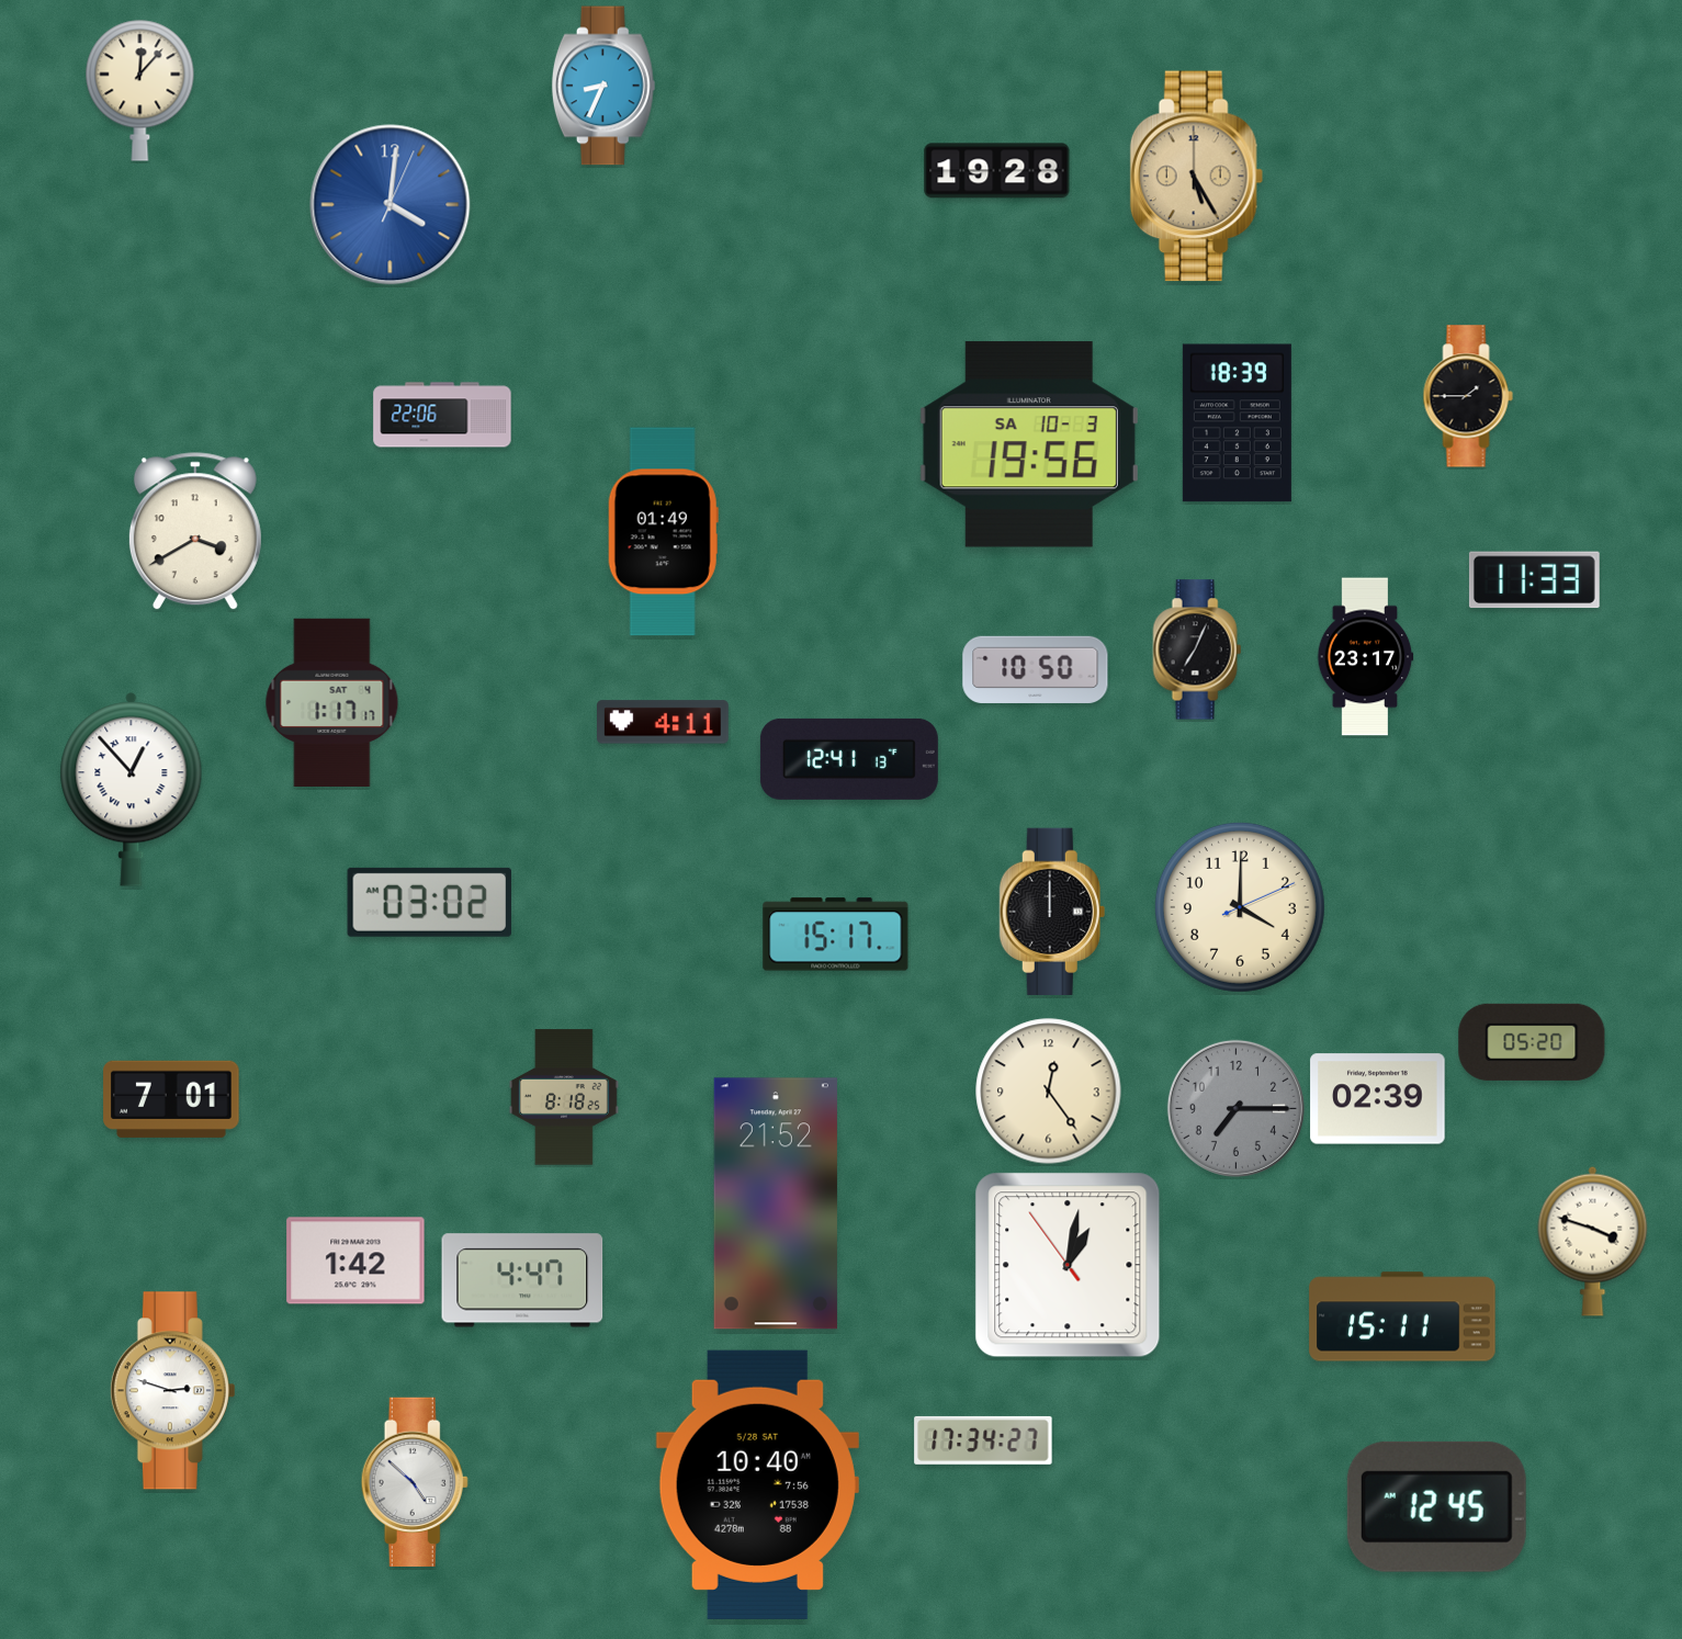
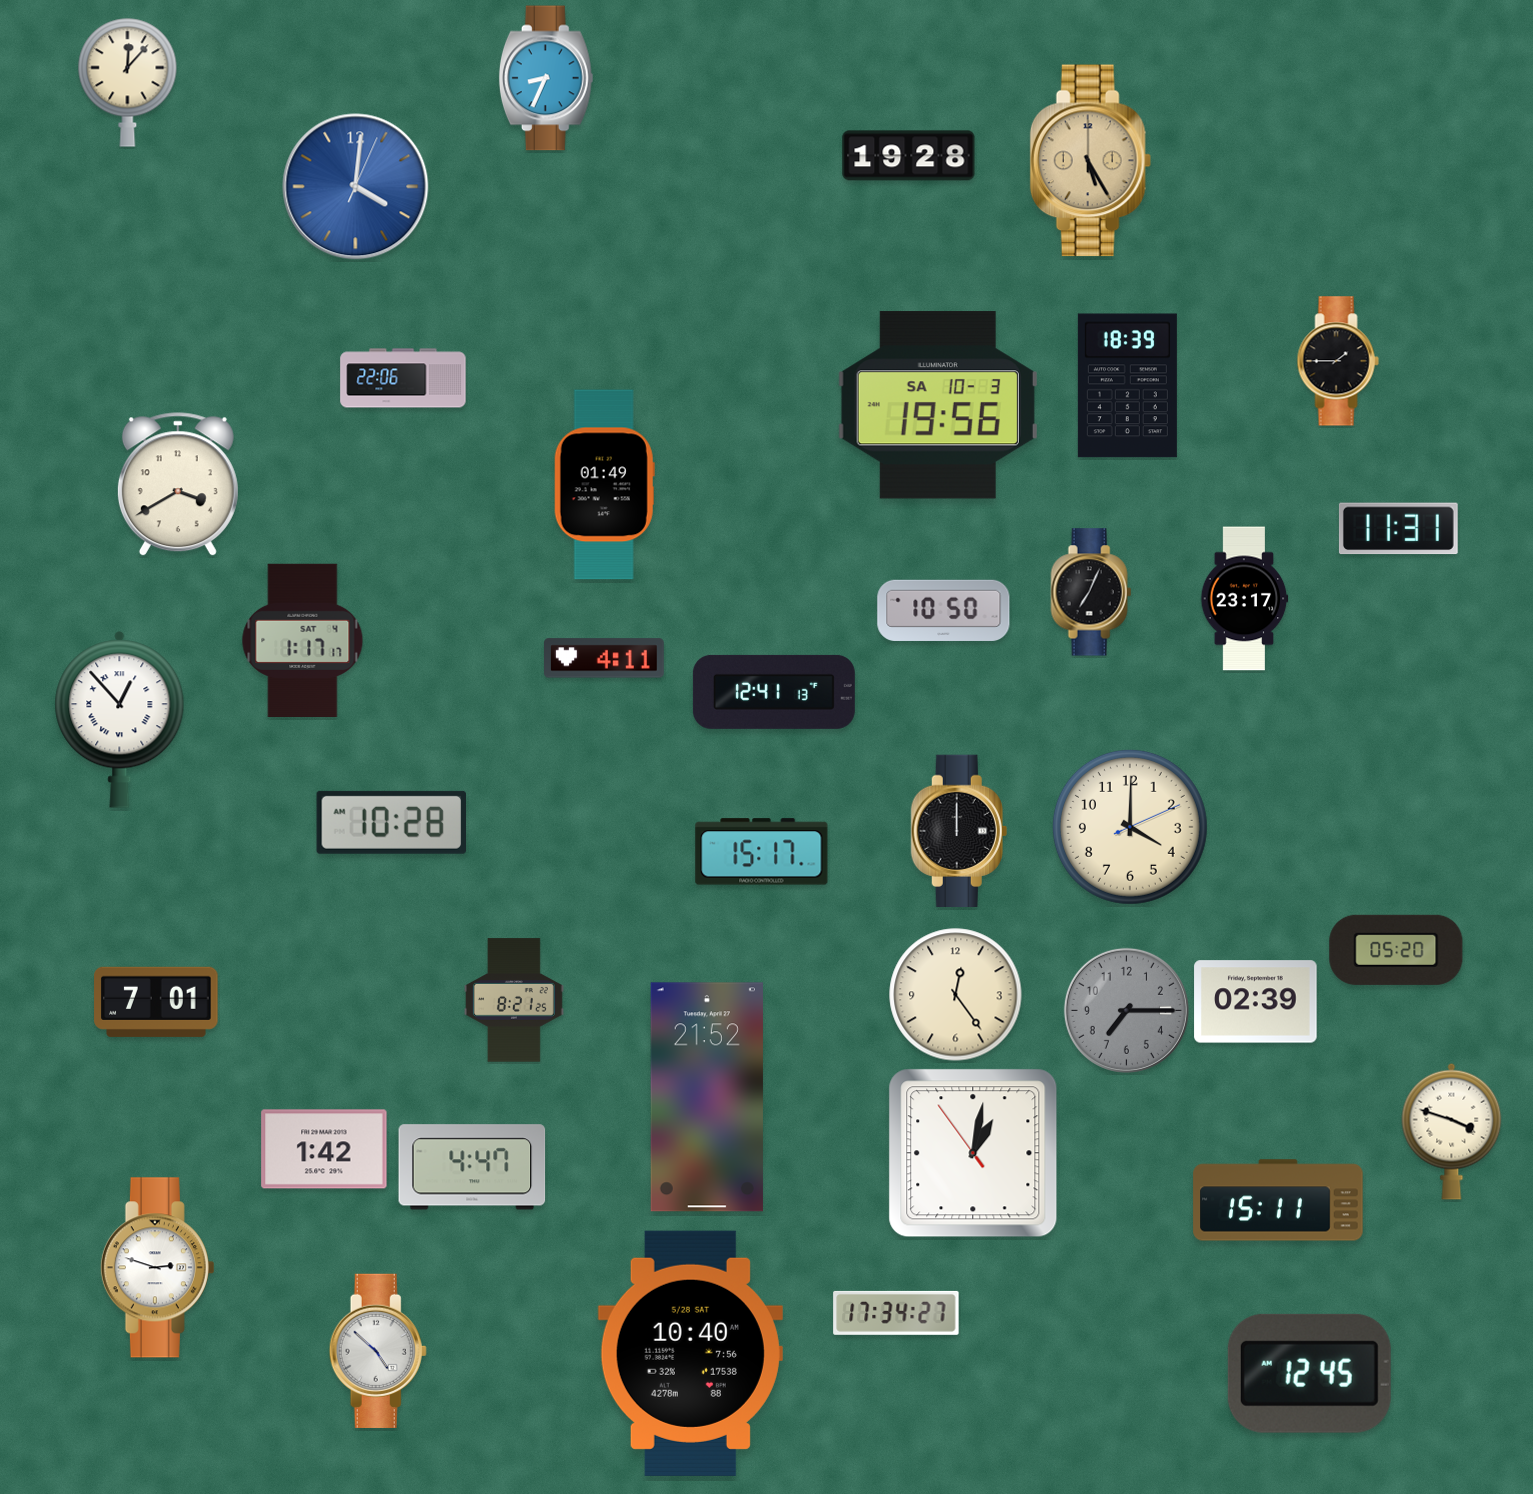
clock at (603, 86) position: (603, 86) -> (546, 78)
clock at (1534, 580): 11:33 -> 11:31
clock at (429, 902): 03:02 -> 10:28
clock at (564, 1097): 8:18 -> 8:21
clock at (522, 1280) position: (522, 1280) -> (472, 1167)
